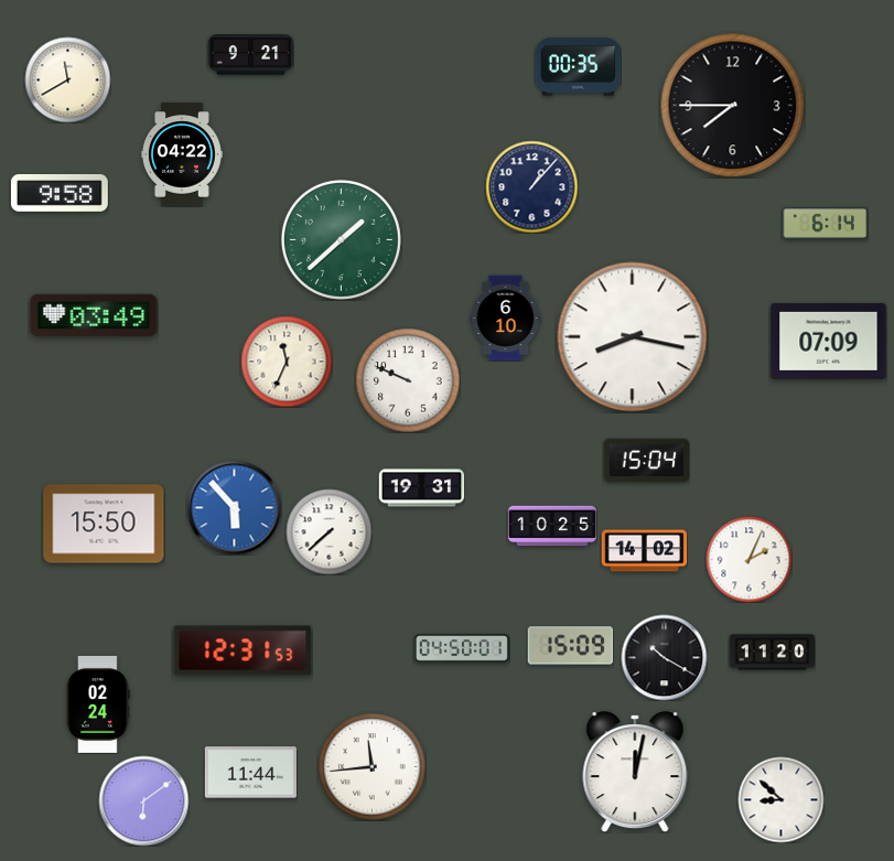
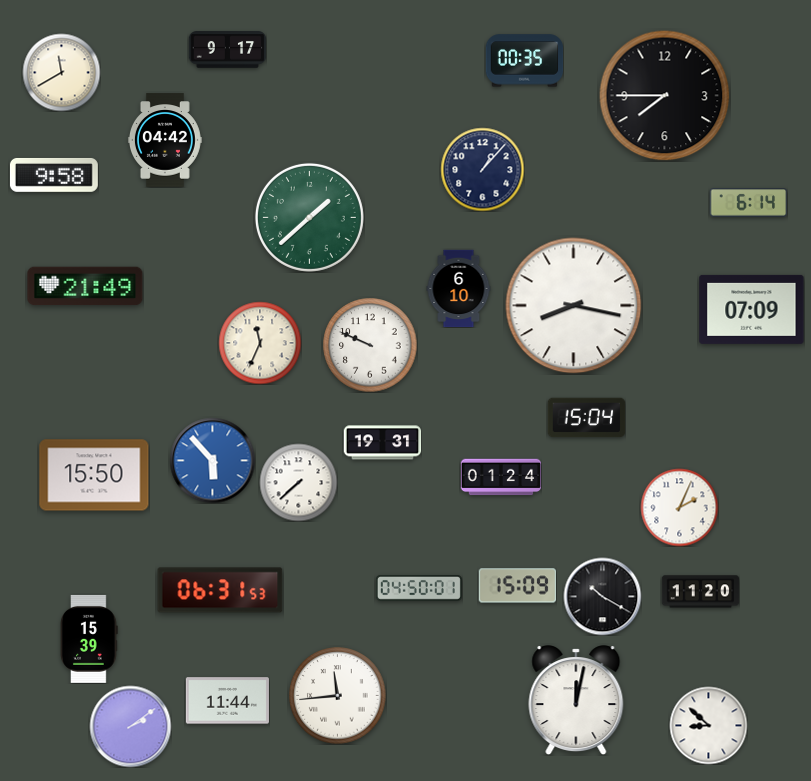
clock at (250, 55): 9:21 -> 9:17
clock at (182, 154): 04:22 -> 04:42
clock at (94, 315): 03:49 -> 21:49
clock at (287, 362) position: (287, 362) -> (260, 343)
clock at (552, 526): 10:25 -> 01:24
clock at (644, 551): 14:02 -> none
clock at (243, 650): 12:31 -> 06:31
clock at (98, 704): 02:24 -> 15:39
clock at (143, 800): 6:09 -> 2:09
